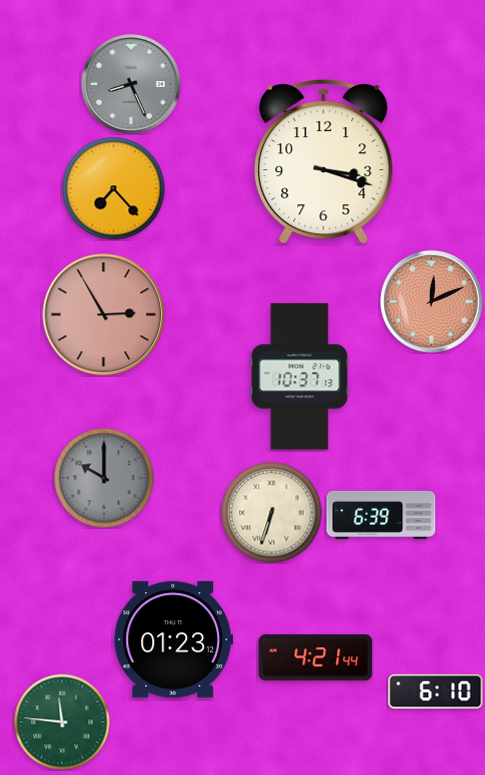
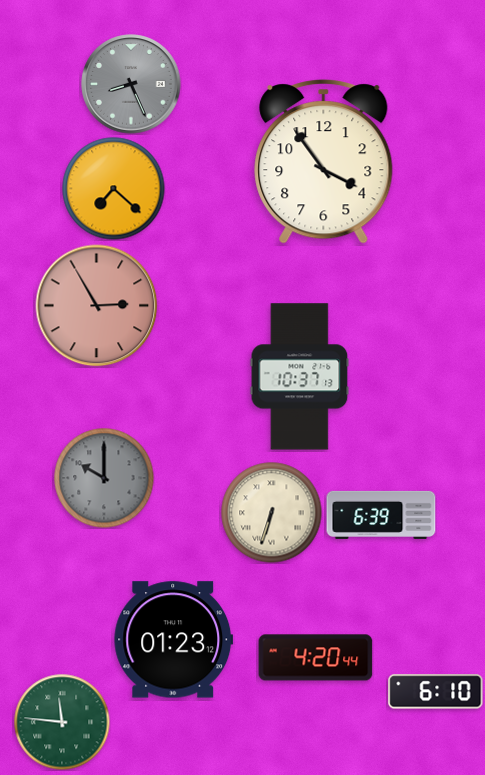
clock at (324, 162): 3:18 -> 3:54
clock at (114, 189): 7:23 -> 7:22
clock at (432, 302): 12:11 -> none
clock at (104, 315) position: (104, 315) -> (97, 306)
clock at (316, 658): 4:21 -> 4:20
